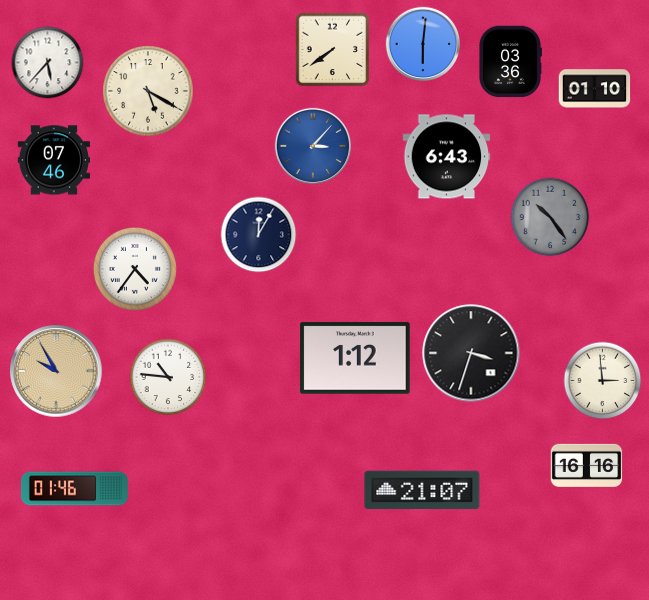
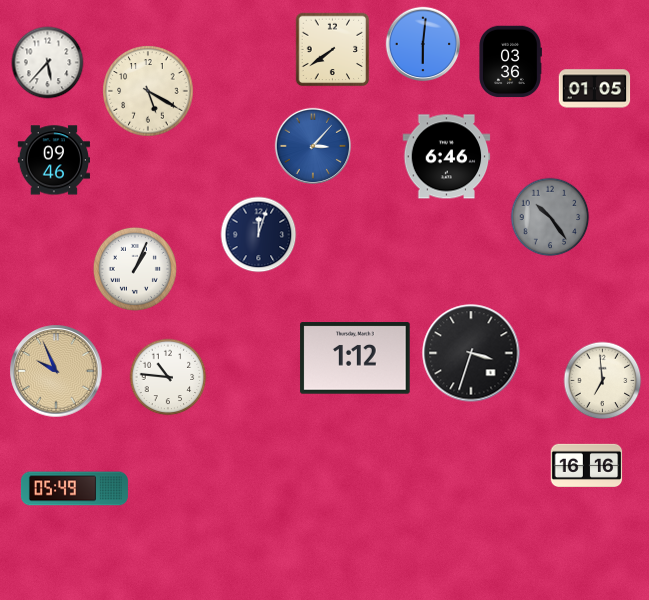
clock at (595, 89): 01:10 -> 01:05
clock at (447, 157): 6:43 -> 6:46
clock at (53, 160): 07:46 -> 09:46
clock at (259, 235): 12:05 -> 12:03
clock at (135, 269): 4:36 -> 1:04
clock at (56, 371): 9:55 -> 9:56
clock at (603, 381): 2:59 -> 6:59
clock at (74, 489): 01:46 -> 05:49
clock at (422, 490): 21:07 -> none
